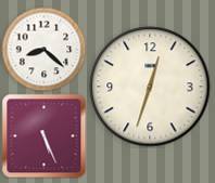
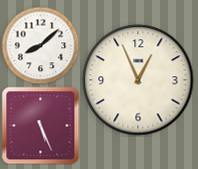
clock at (43, 49): 8:22 -> 8:08
clock at (150, 87): 12:33 -> 12:56
